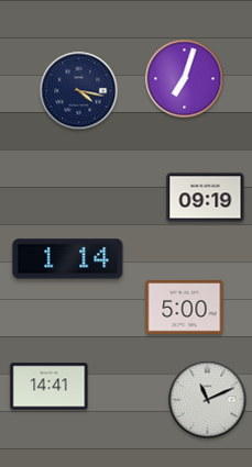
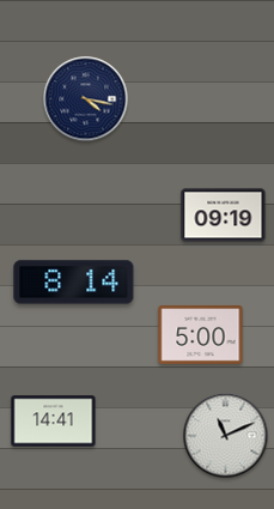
clock at (185, 79): 7:03 -> none
clock at (68, 259): 1:14 -> 8:14
